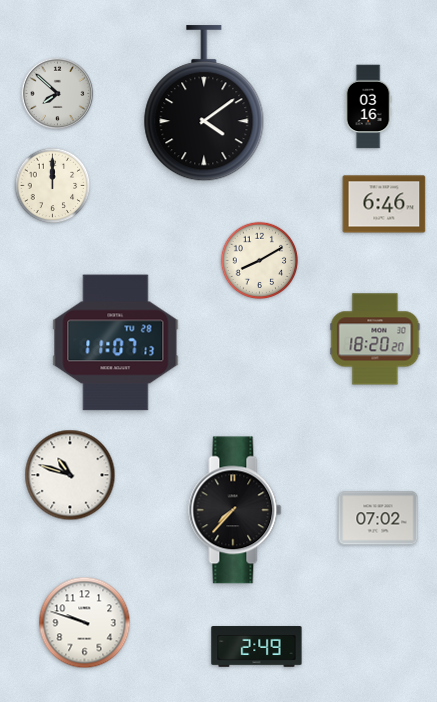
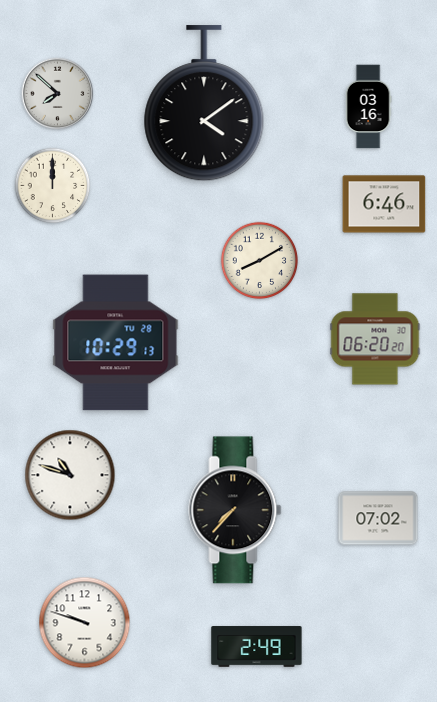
clock at (375, 339): 18:20 -> 06:20
clock at (116, 343): 11:07 -> 10:29
